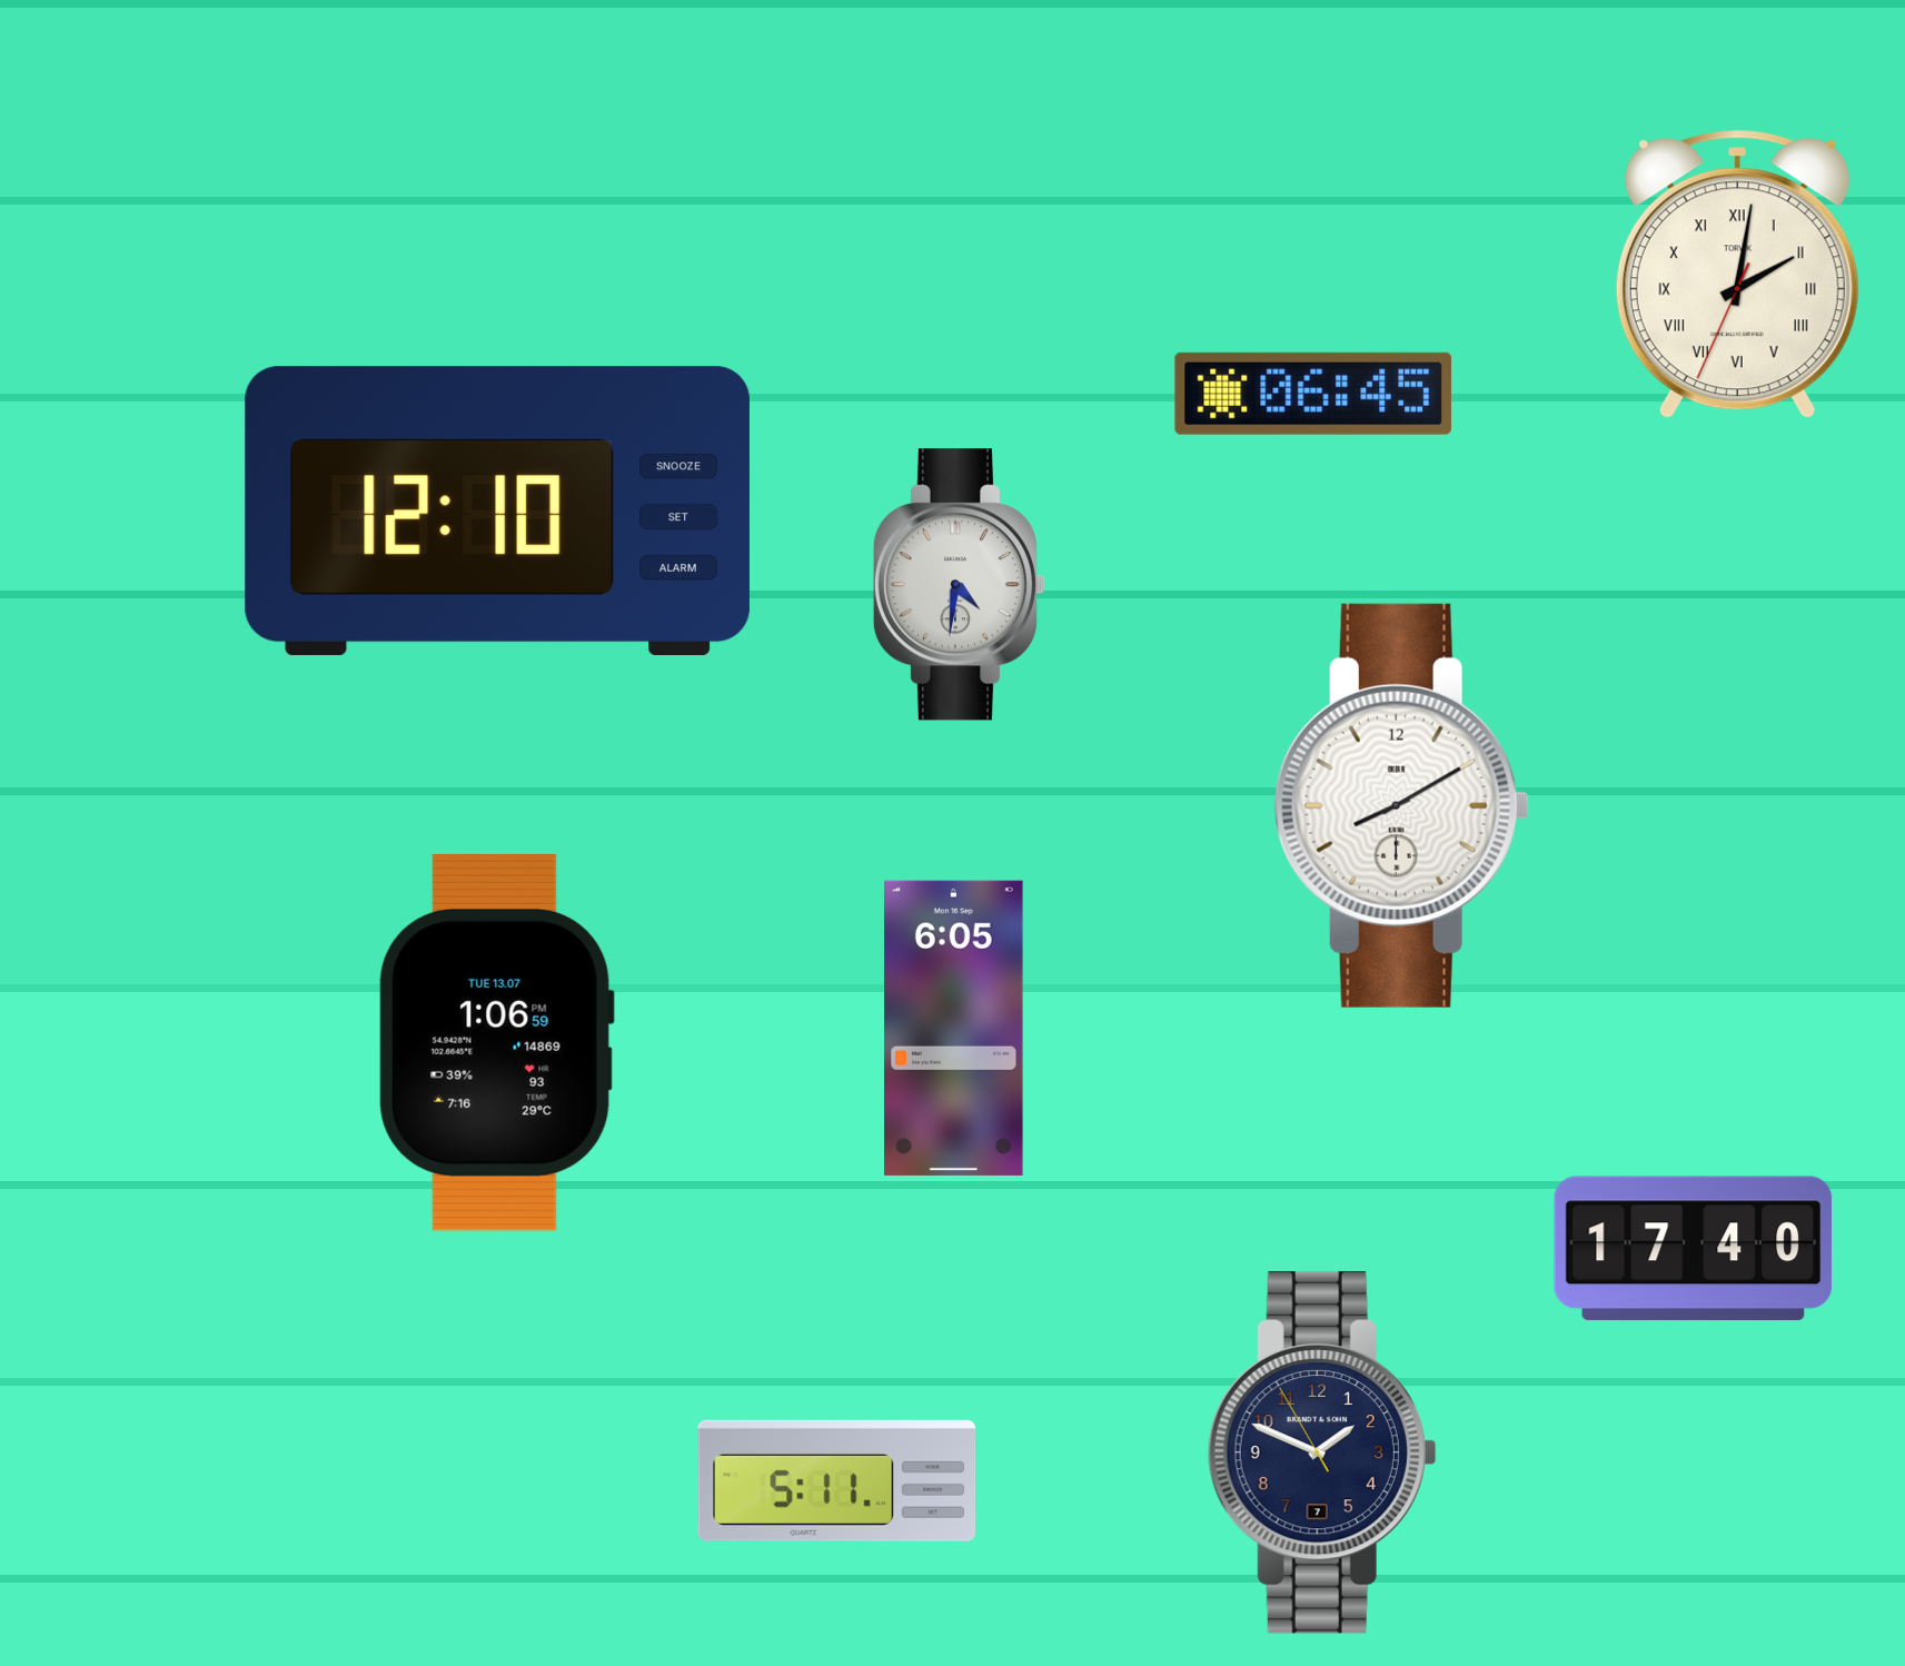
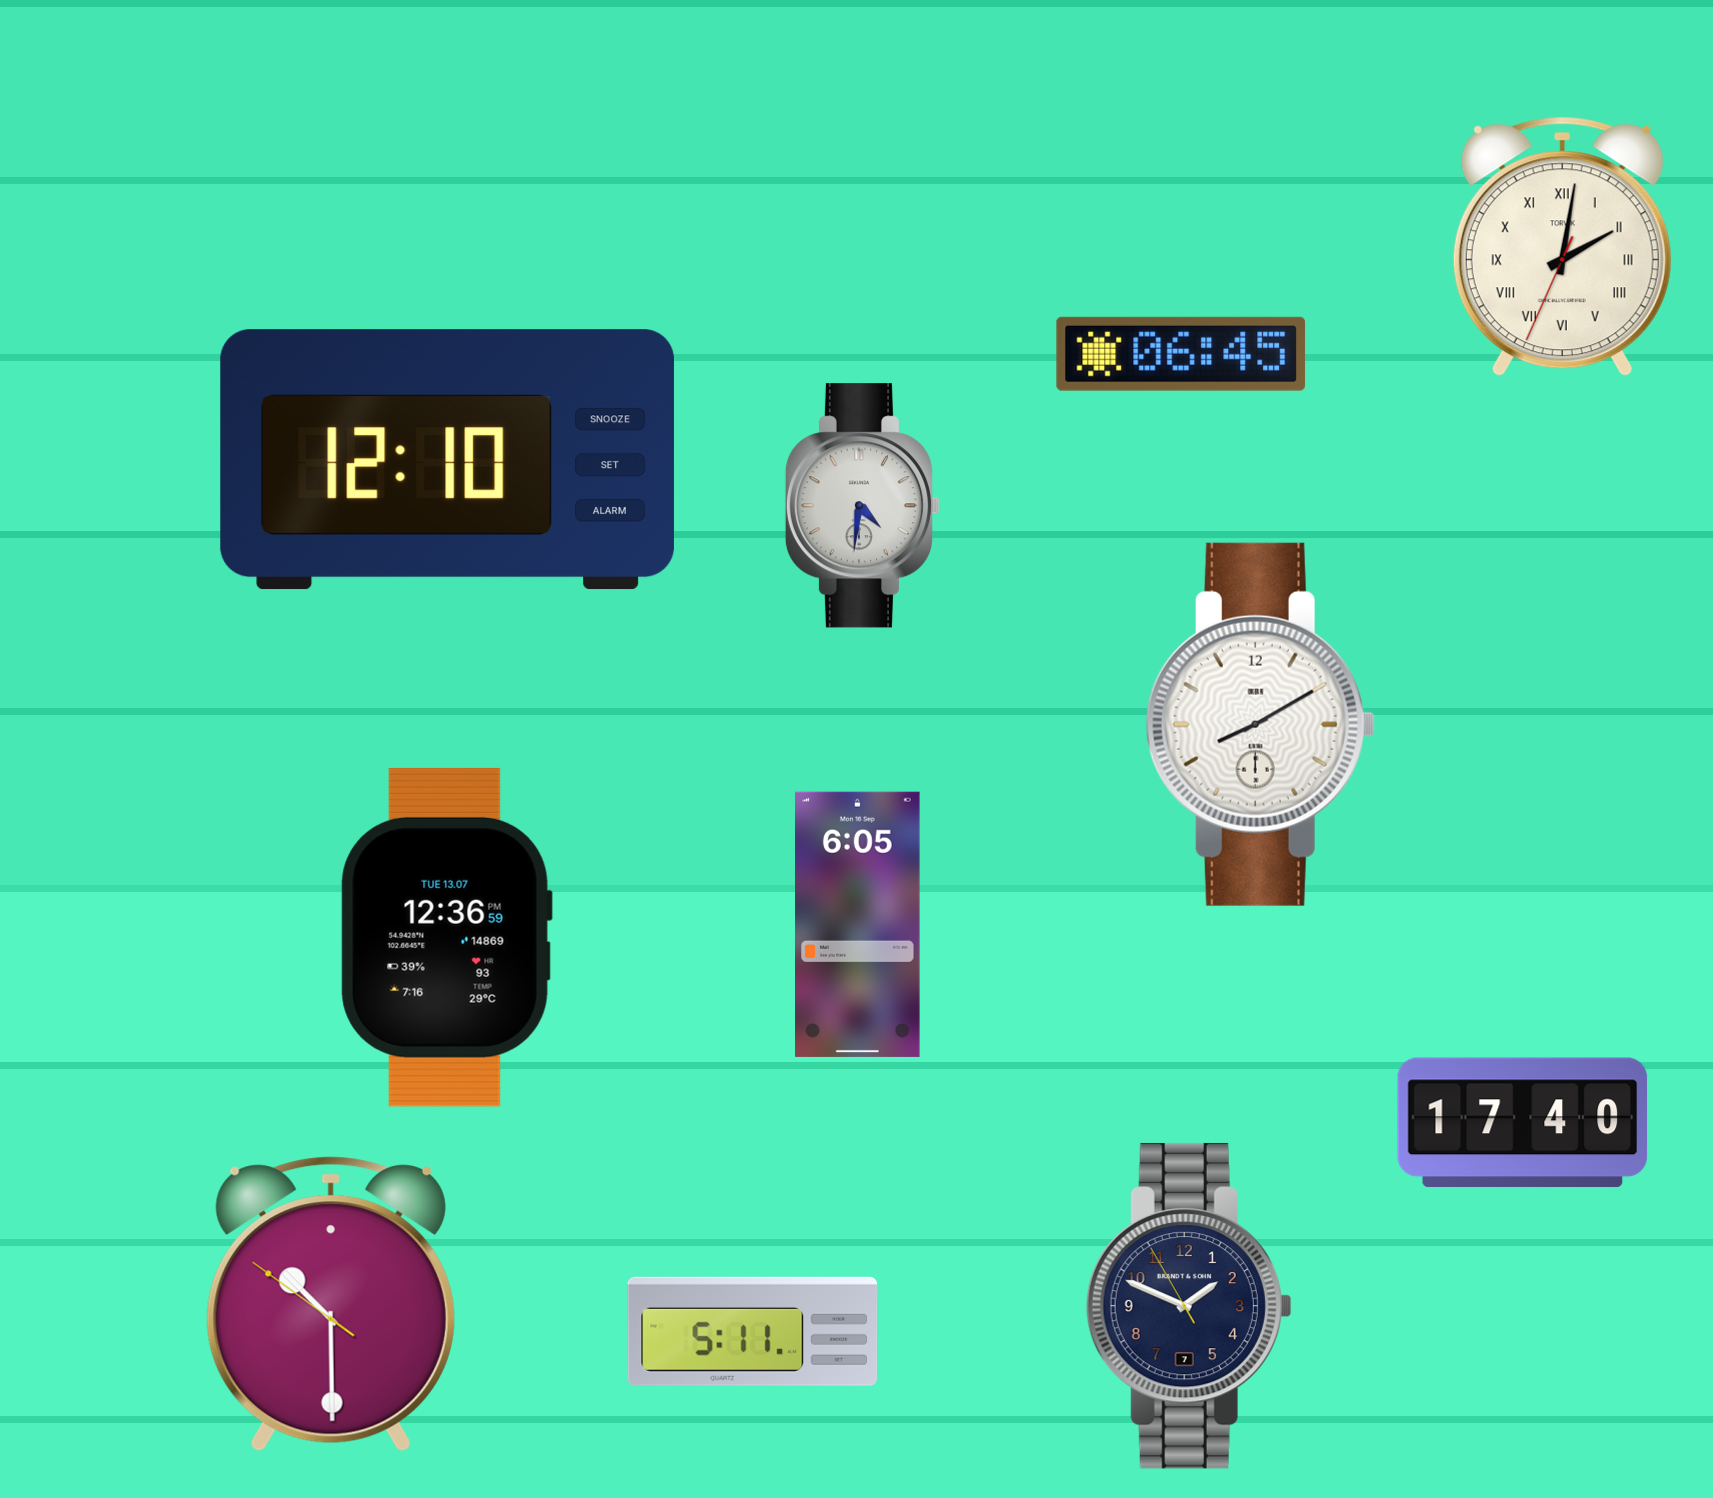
clock at (960, 585) position: (960, 585) -> (863, 506)
clock at (496, 1042): 1:06 -> 12:36
clock at (331, 1304): none -> 10:29
